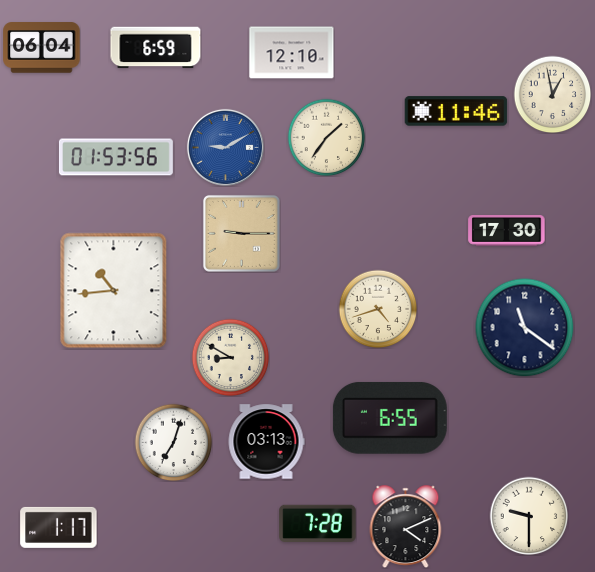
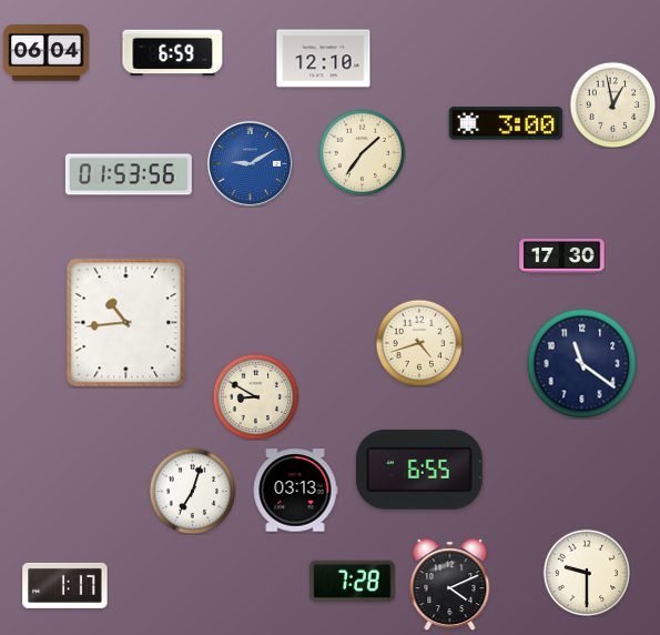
clock at (456, 111): 11:46 -> 3:00
clock at (241, 233): 9:15 -> none
clock at (390, 418) position: (390, 418) -> (419, 470)
